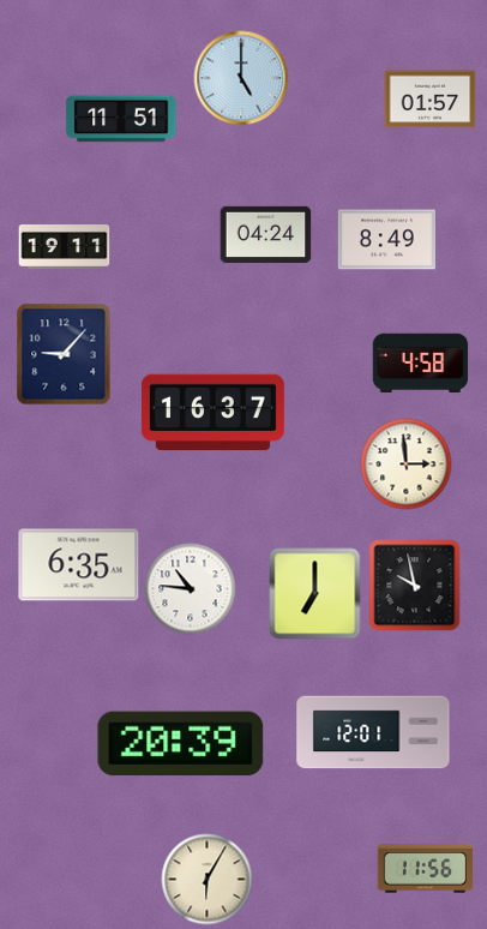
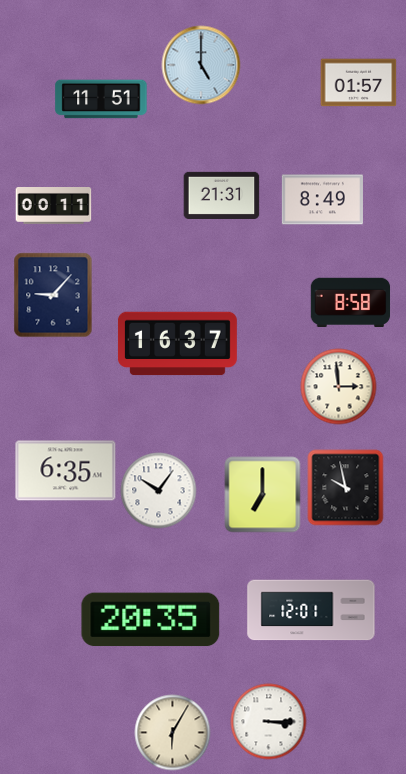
clock at (266, 234): 04:24 -> 21:31
clock at (65, 247): 19:11 -> 00:11
clock at (421, 362): 4:58 -> 8:58
clock at (191, 589): 10:46 -> 10:06
clock at (181, 744): 20:39 -> 20:35
clock at (269, 722): none -> 3:15
clock at (426, 869): 11:56 -> none
